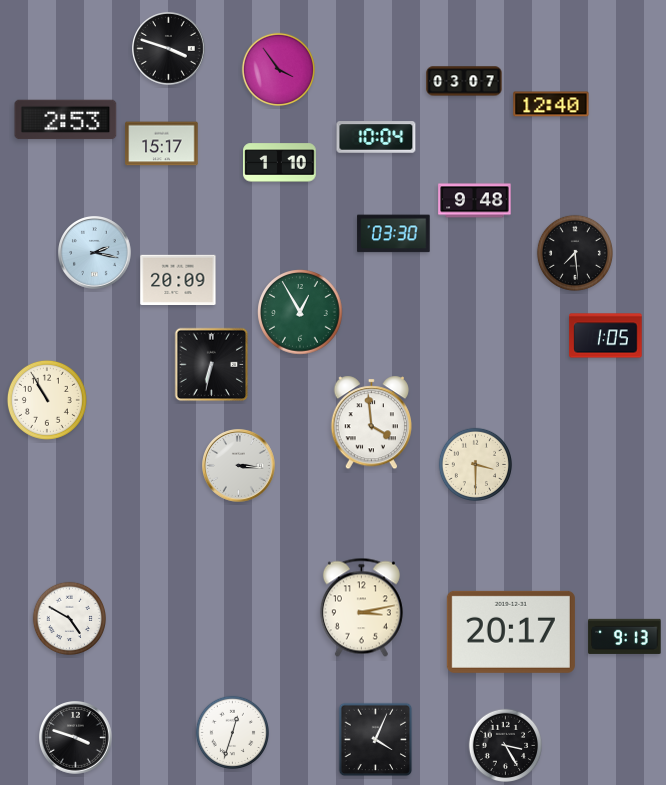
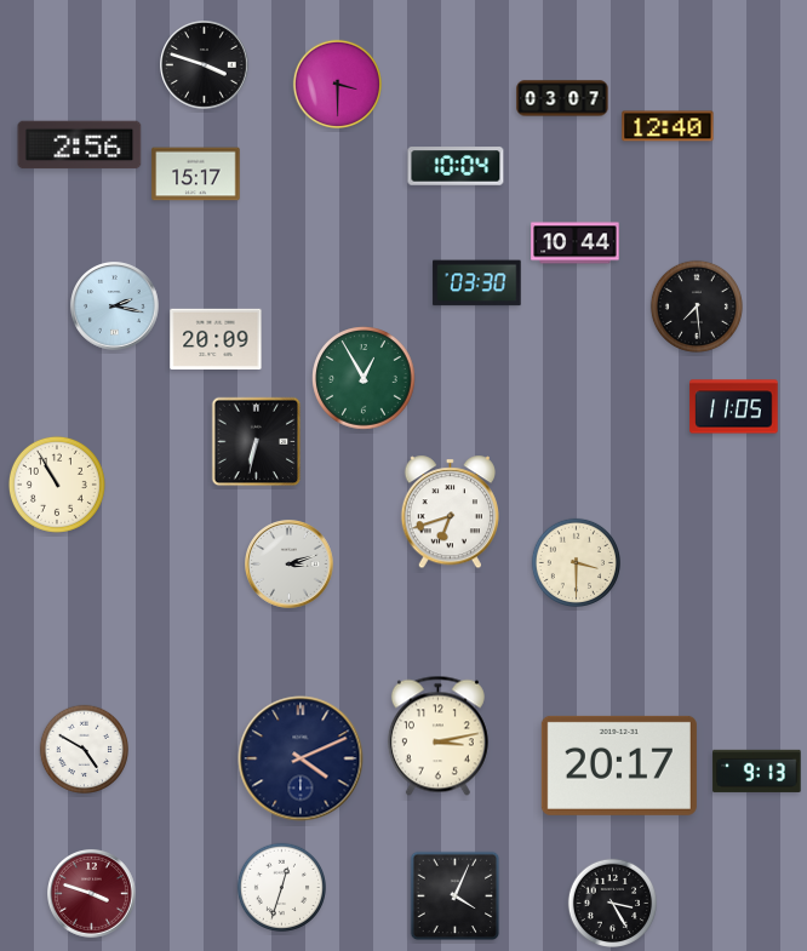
clock at (169, 49) position: (169, 49) -> (205, 65)
clock at (278, 70): 3:54 -> 3:30
clock at (66, 120): 2:53 -> 2:56
clock at (280, 163): 1:10 -> none
clock at (475, 201): 9:48 -> 10:44
clock at (606, 336): 1:05 -> 11:05
clock at (371, 423): 3:59 -> 6:42
clock at (239, 466): 3:16 -> 3:12
clock at (301, 758): none -> 4:11
clock at (76, 738) dial: black -> burgundy
